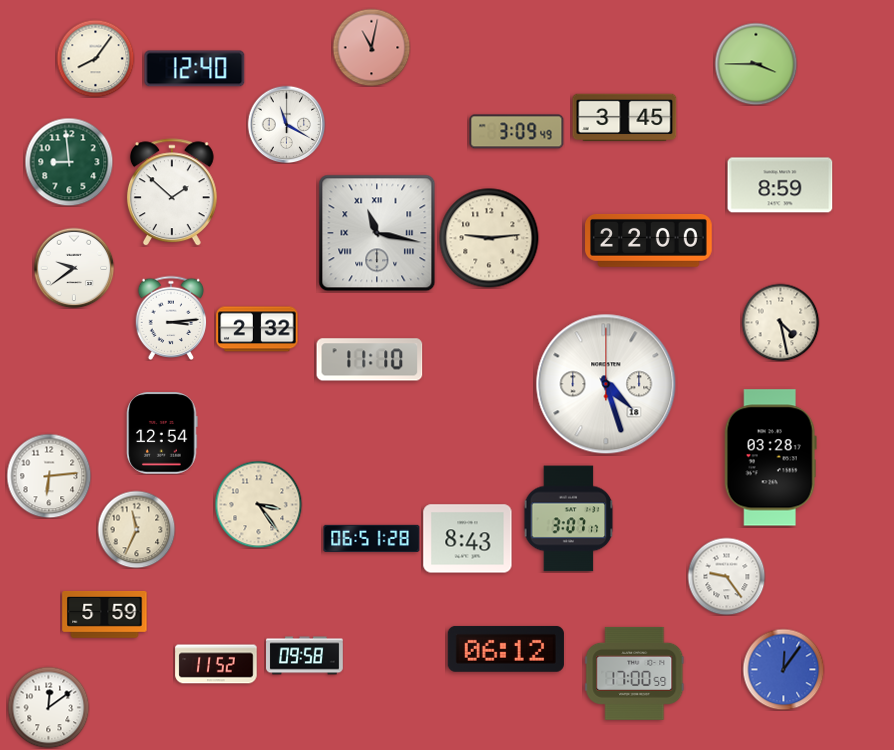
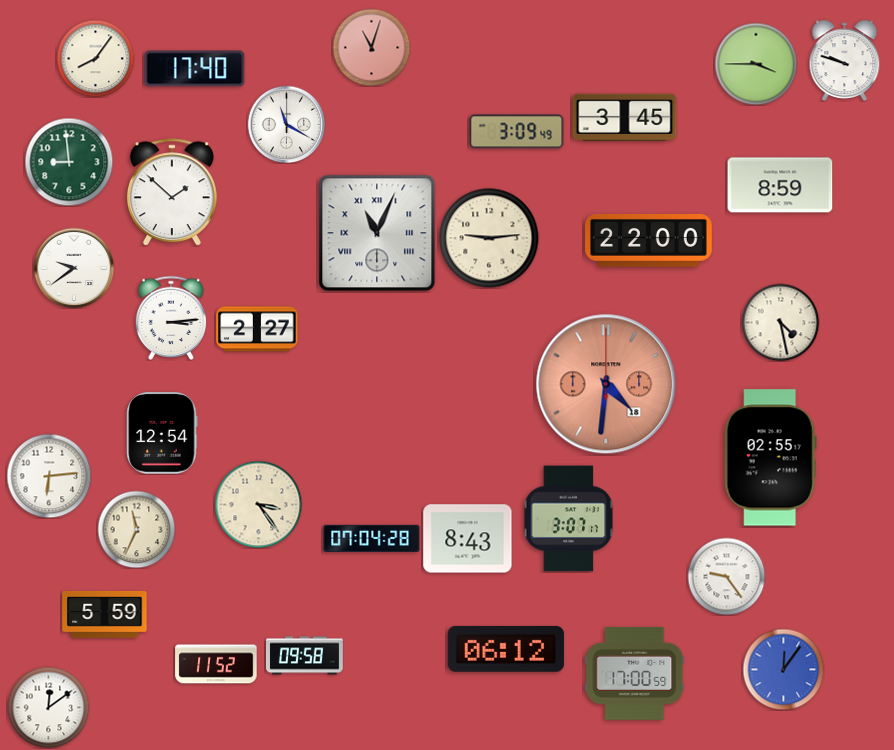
clock at (371, 47): 11:02 -> 11:03
clock at (845, 60): none -> 9:48
clock at (195, 69): 12:40 -> 17:40
clock at (377, 233): 11:17 -> 11:04
clock at (257, 329): 2:32 -> 2:27
clock at (370, 360): 11:10 -> none
clock at (606, 384): 4:27 -> 4:31
clock at (606, 384) dial: white -> salmon
clock at (770, 458): 03:28 -> 02:55
clock at (372, 538): 06:51 -> 07:04
